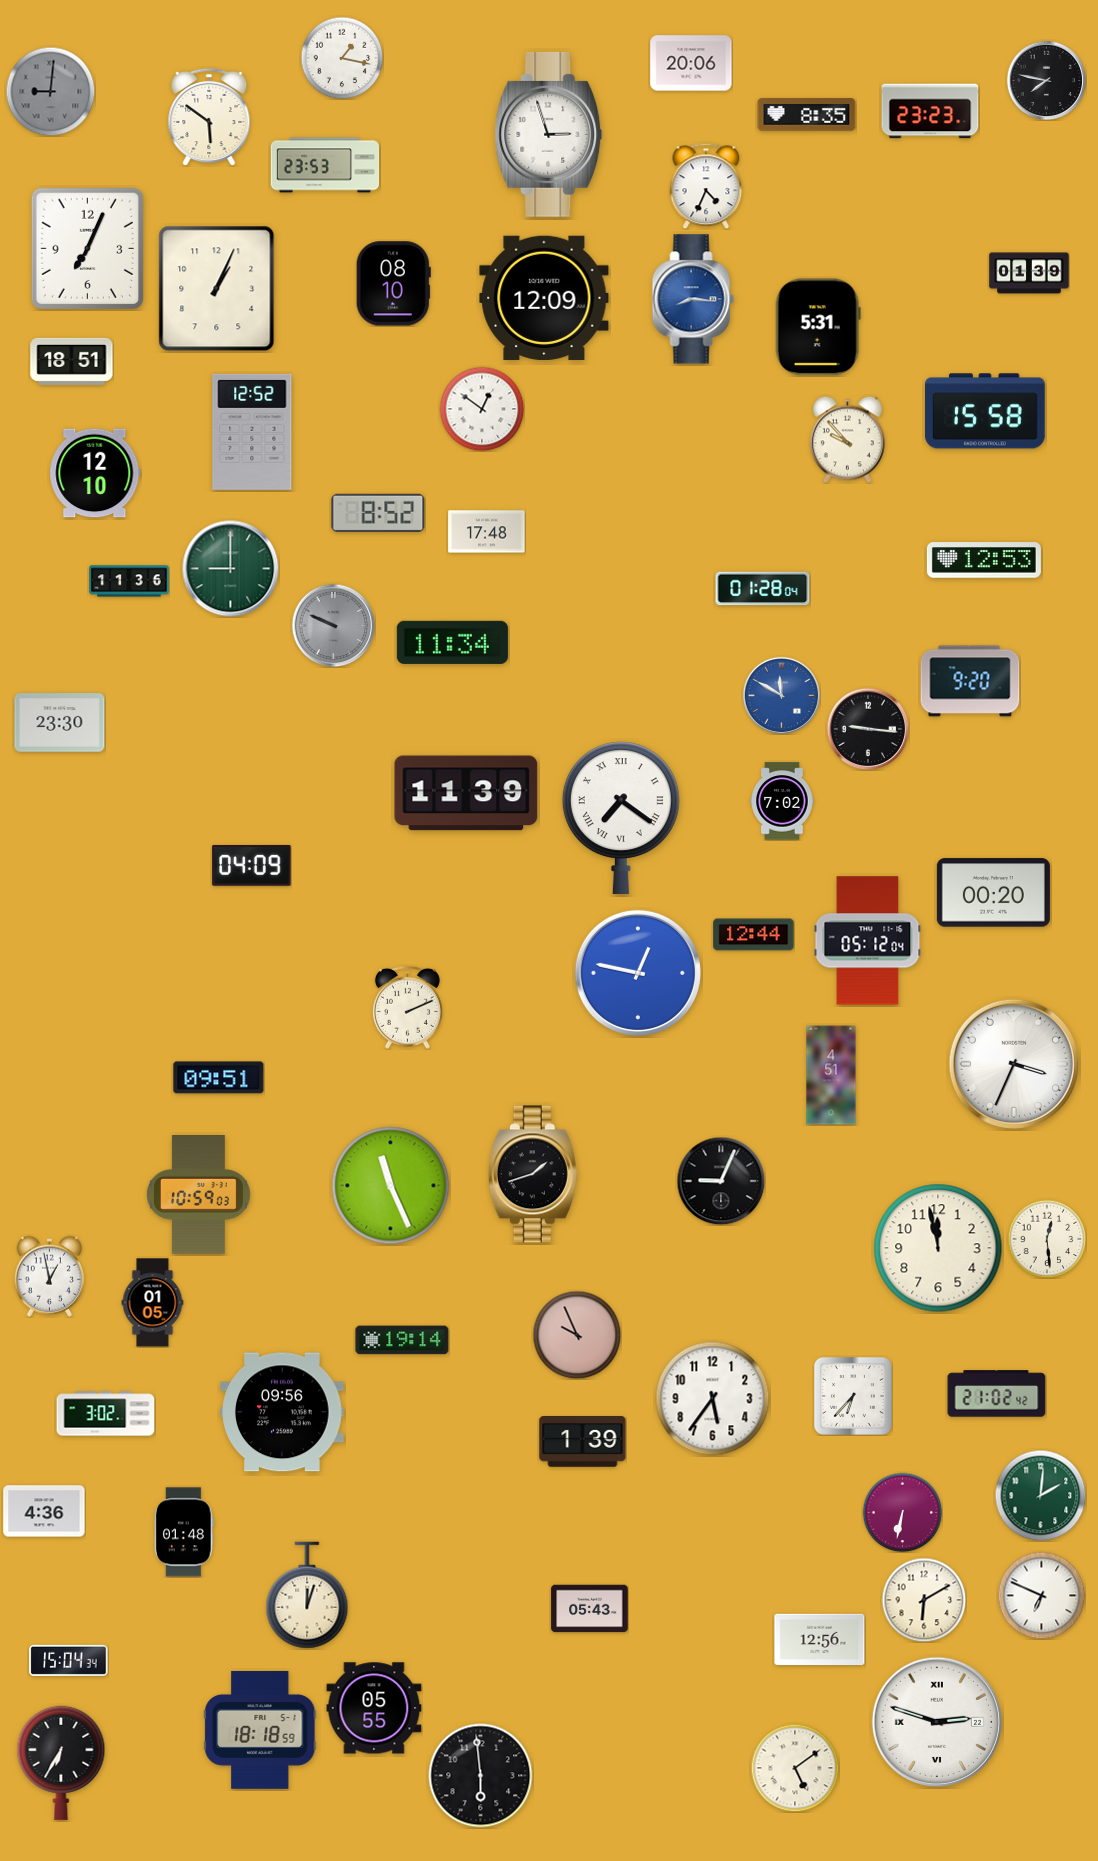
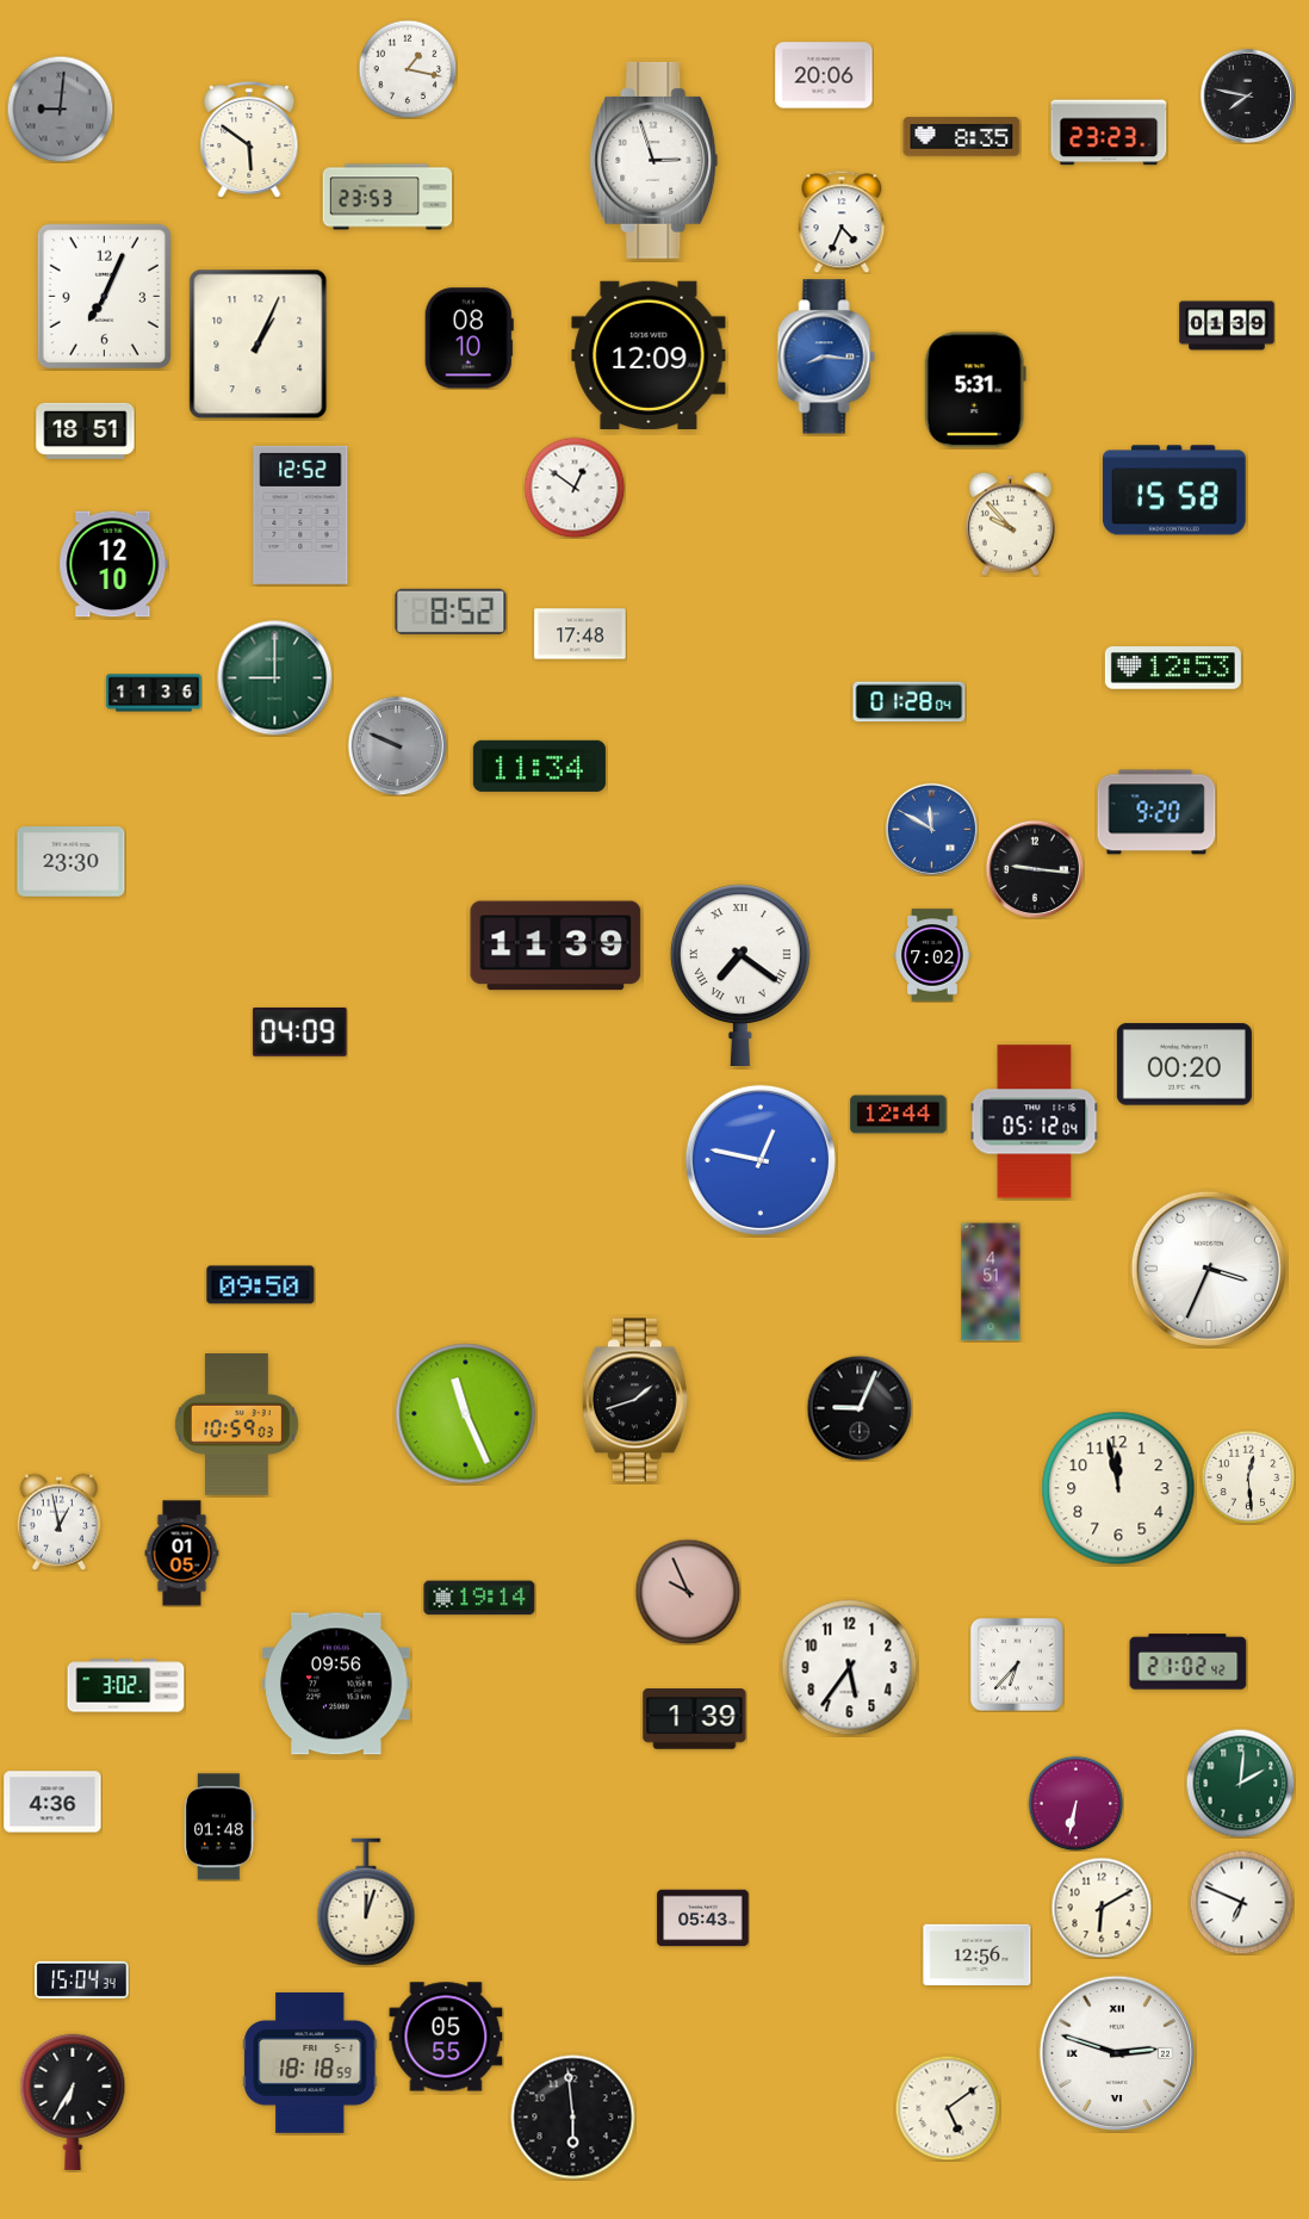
clock at (407, 1007): 2:11 -> none
clock at (219, 1078): 09:51 -> 09:50
